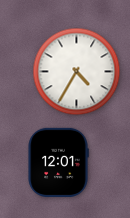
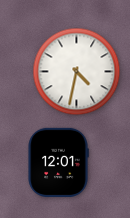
clock at (77, 72): 4:35 -> 4:32
